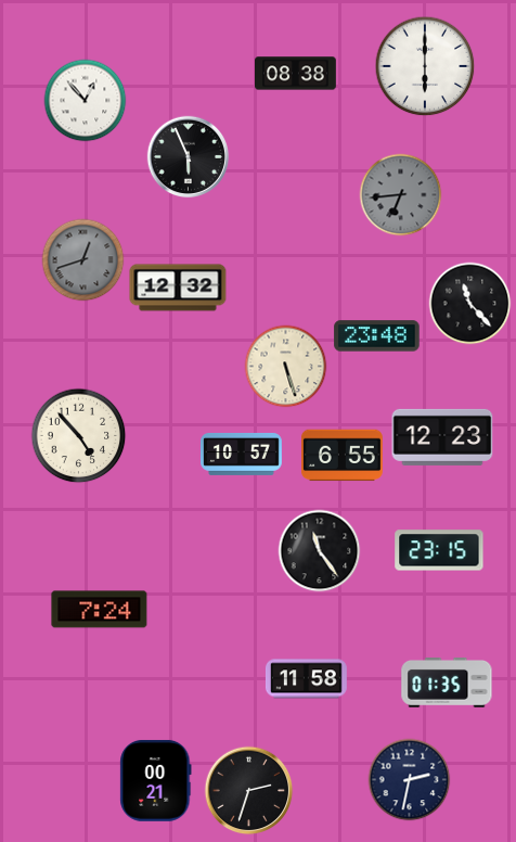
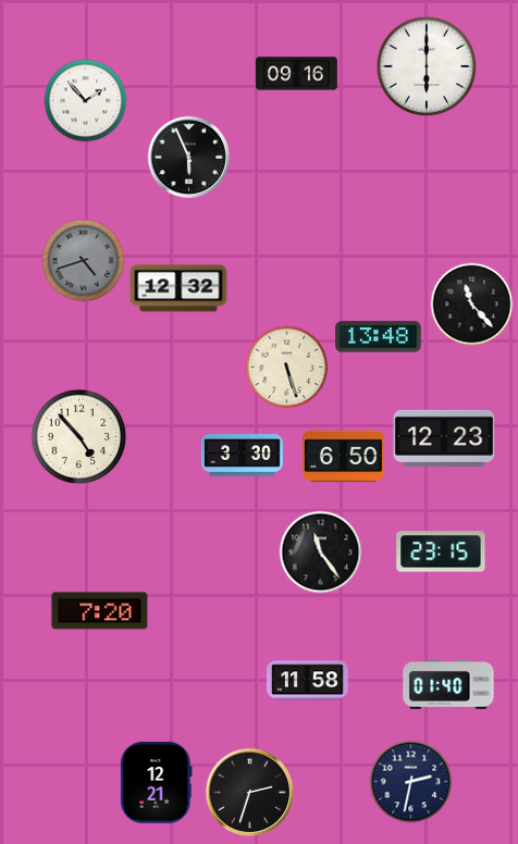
clock at (296, 74): 08:38 -> 09:16
clock at (86, 101): 12:53 -> 1:53
clock at (401, 195): 6:44 -> none
clock at (83, 260): 12:42 -> 4:42
clock at (377, 336): 23:48 -> 13:48
clock at (242, 454): 10:57 -> 3:30
clock at (341, 456): 6:55 -> 6:50
clock at (100, 610): 7:24 -> 7:20
clock at (447, 684): 01:35 -> 01:40
clock at (156, 780): 00:21 -> 12:21
